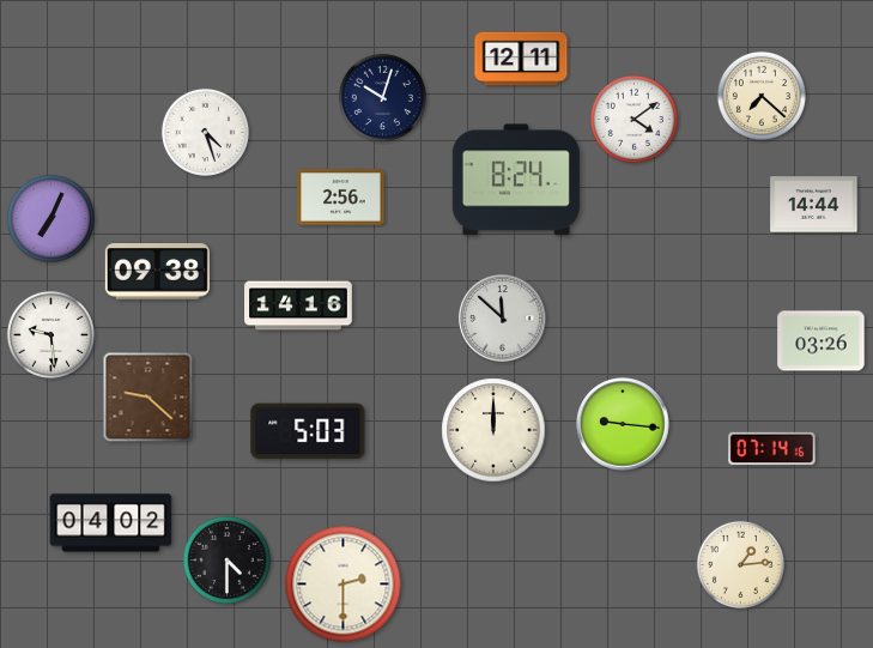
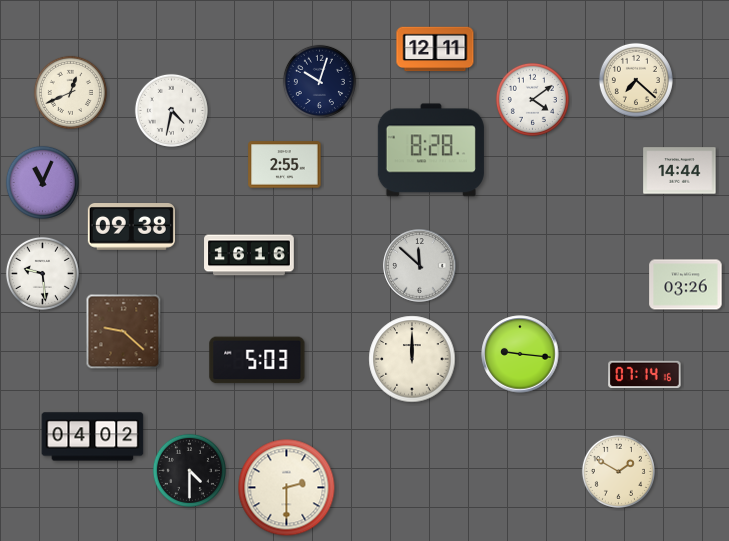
clock at (70, 92): none -> 12:41
clock at (633, 119) position: (633, 119) -> (532, 99)
clock at (205, 132): 4:27 -> 4:32
clock at (516, 180): 8:24 -> 8:28
clock at (341, 198): 2:56 -> 2:55
clock at (50, 218): 7:04 -> 11:04
clock at (298, 305): 14:16 -> 16:16
clock at (50, 334) position: (50, 334) -> (42, 273)
clock at (226, 559) position: (226, 559) -> (189, 470)
clock at (740, 564): 1:14 -> 1:50
